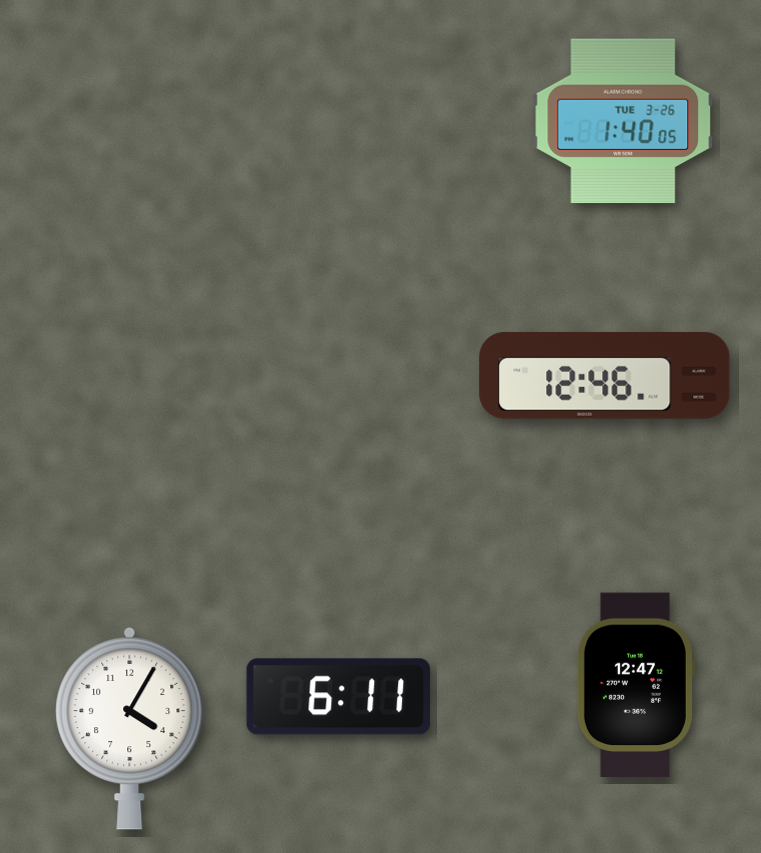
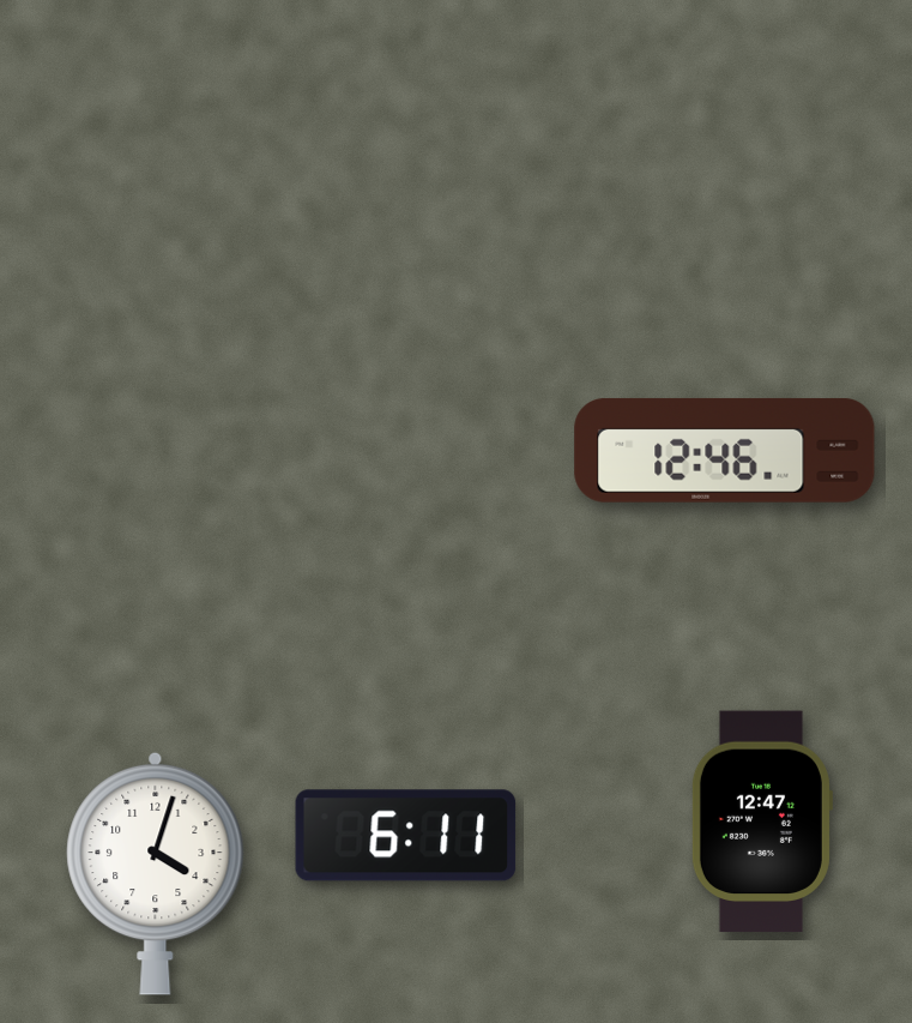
clock at (623, 121): 1:40 -> none
clock at (130, 728): 4:05 -> 4:03
